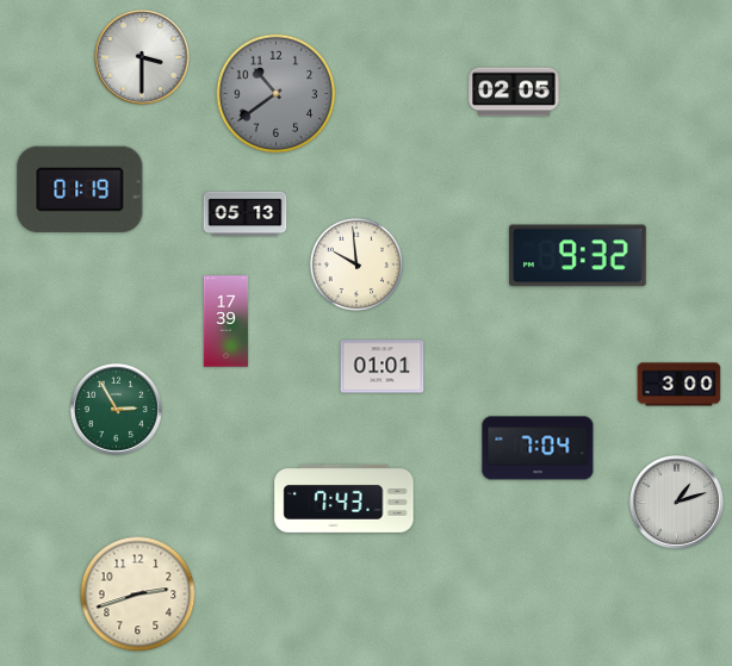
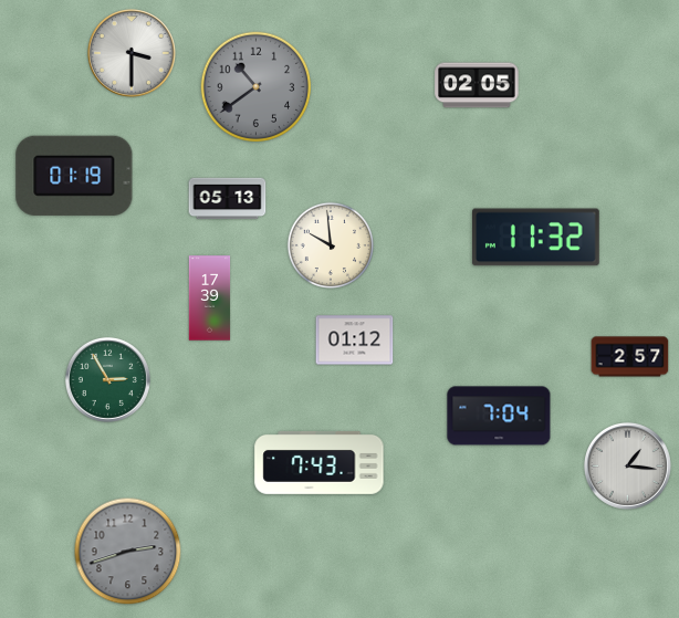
clock at (577, 256): 9:32 -> 11:32
clock at (383, 367): 01:01 -> 01:12
clock at (680, 385): 3:00 -> 2:57
clock at (676, 502): 1:12 -> 1:16
clock at (138, 595) dial: cream -> grey
